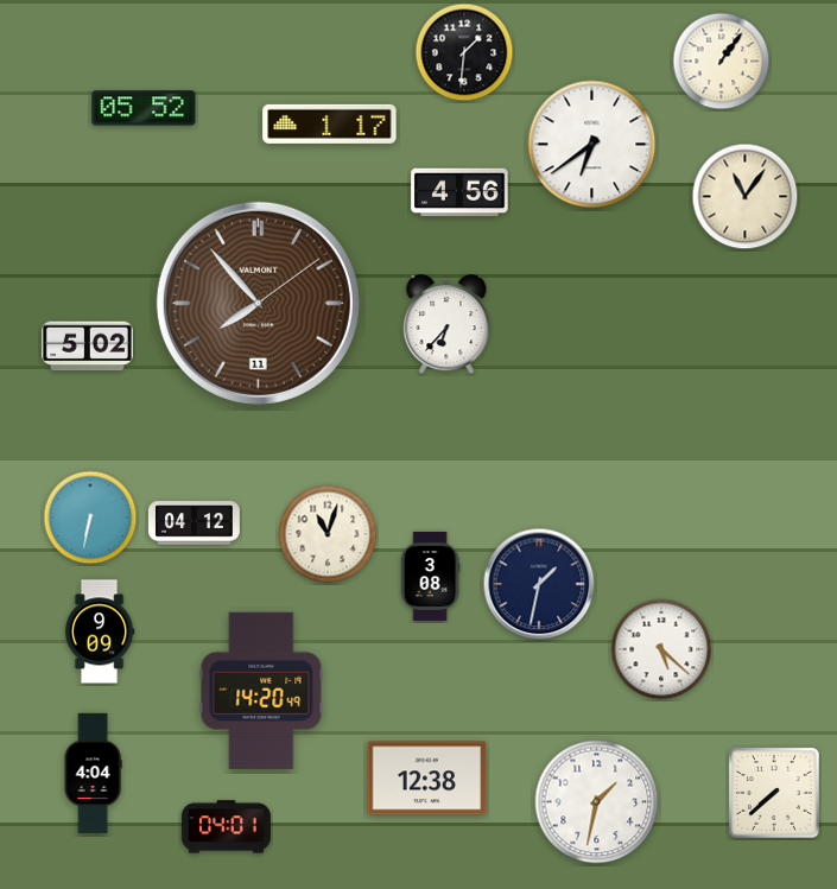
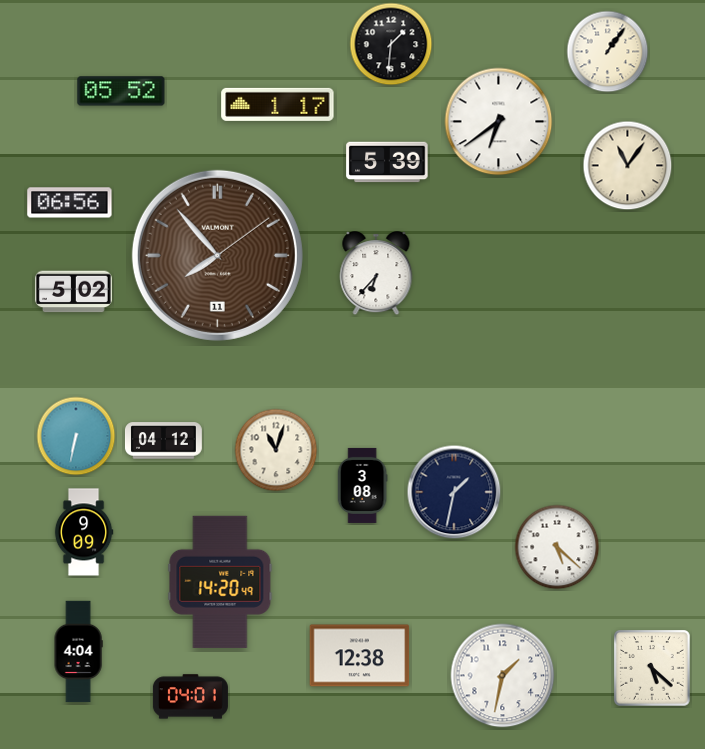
clock at (459, 192): 4:56 -> 5:39
clock at (70, 203): none -> 06:56
clock at (775, 794): 7:38 -> 5:22
